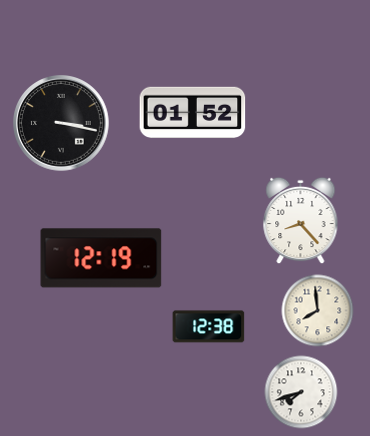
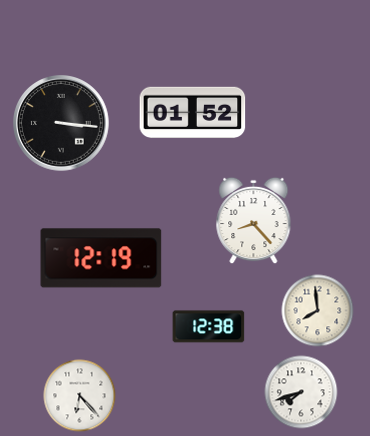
clock at (62, 124): 3:17 -> 3:16
clock at (301, 221) position: (301, 221) -> (254, 221)
clock at (80, 396): none -> 6:23
